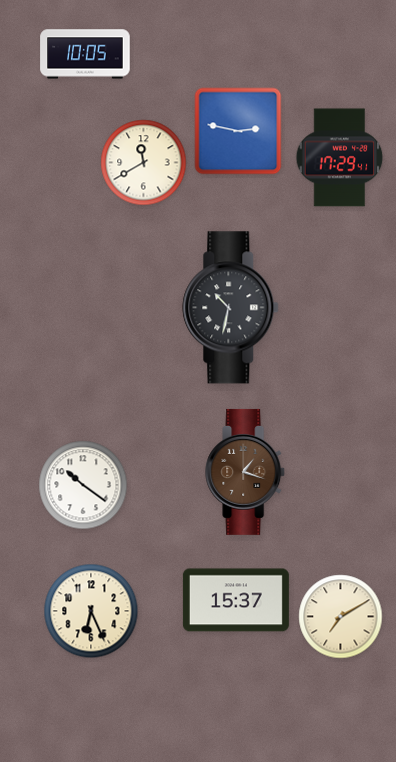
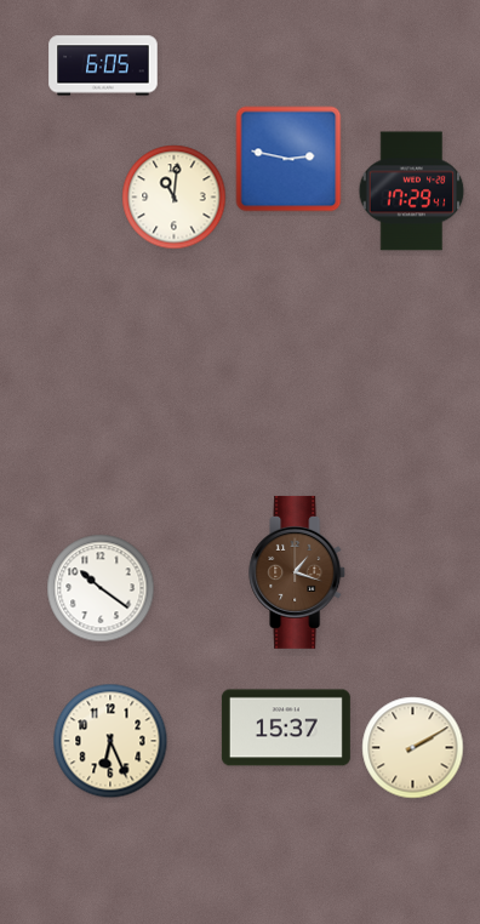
clock at (85, 54): 10:05 -> 6:05
clock at (144, 163): 11:40 -> 11:01
clock at (231, 308): 10:32 -> none
clock at (341, 617): 7:10 -> 2:10
